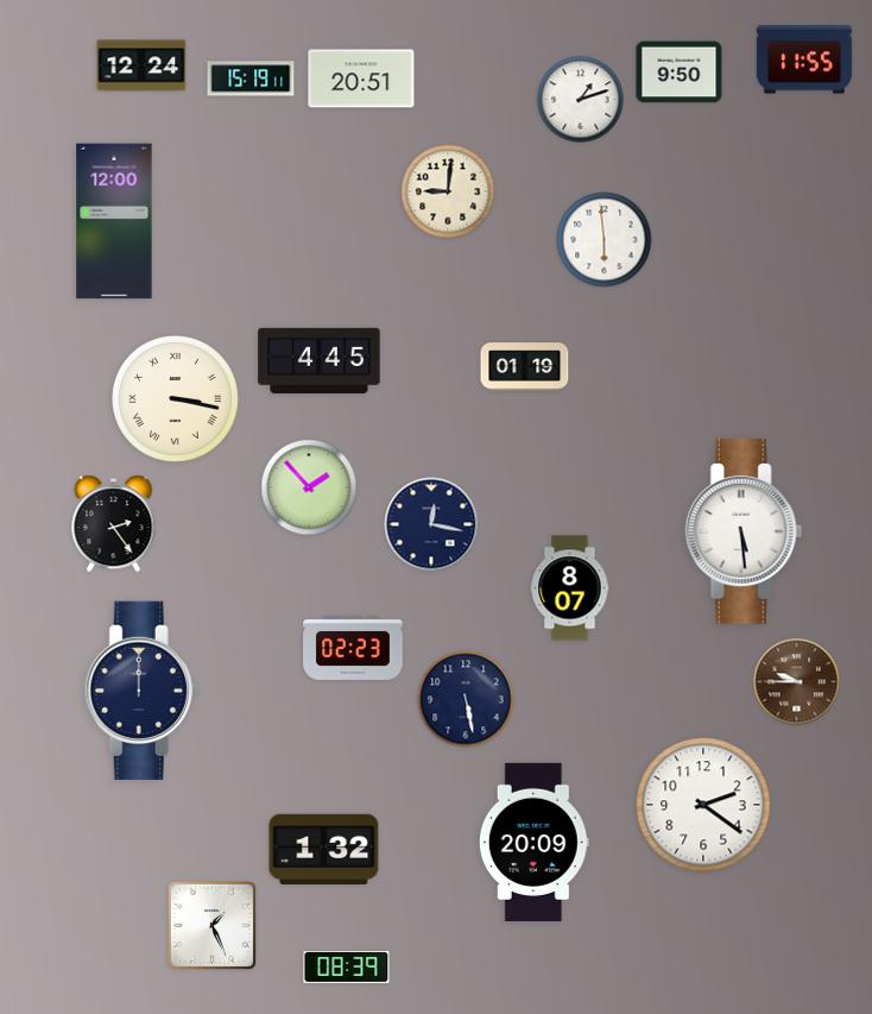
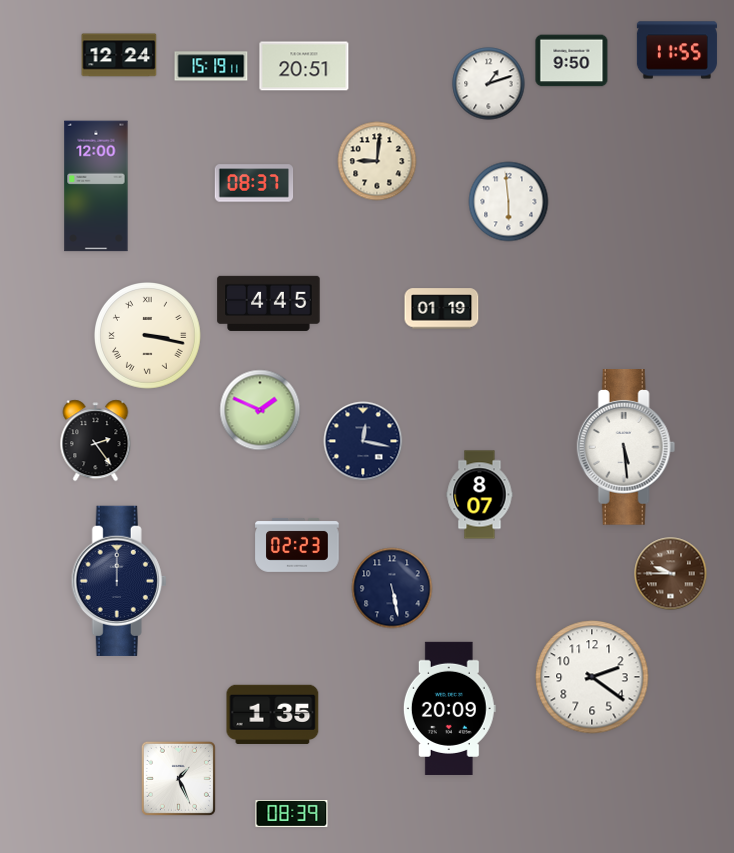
clock at (254, 183): none -> 08:37
clock at (309, 487): 1:53 -> 1:49
clock at (324, 849): 1:32 -> 1:35
